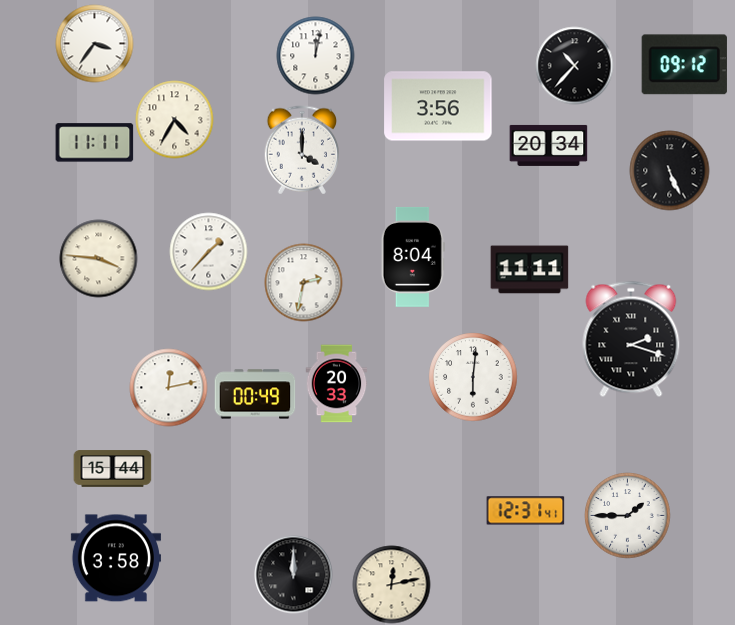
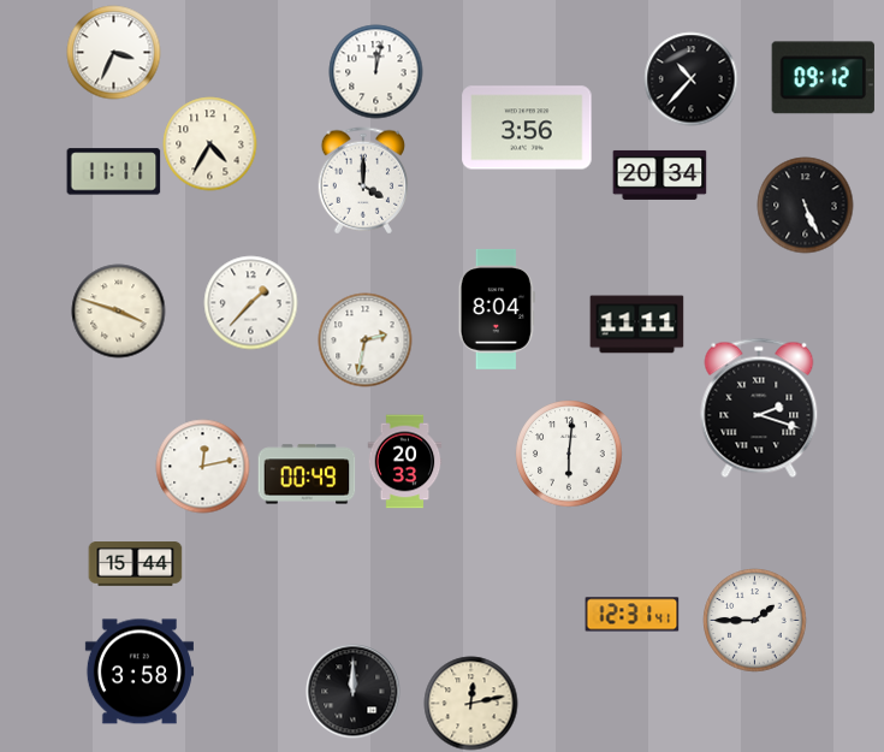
clock at (94, 43): 3:36 -> 3:34
clock at (315, 55) position: (315, 55) -> (375, 71)
clock at (98, 258): 3:46 -> 3:48
